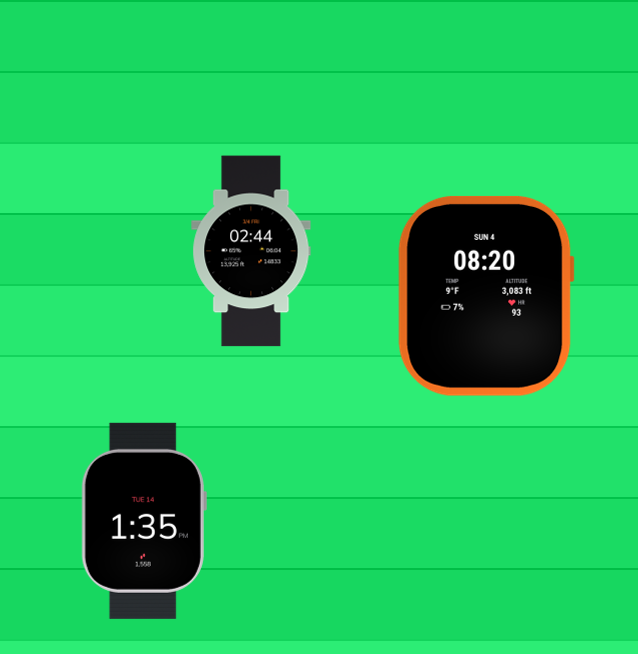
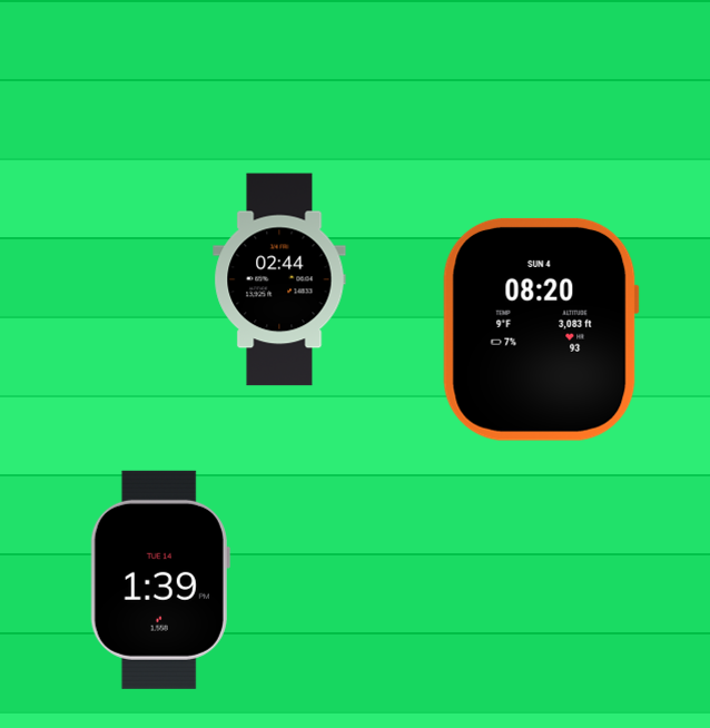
clock at (144, 521): 1:35 -> 1:39
